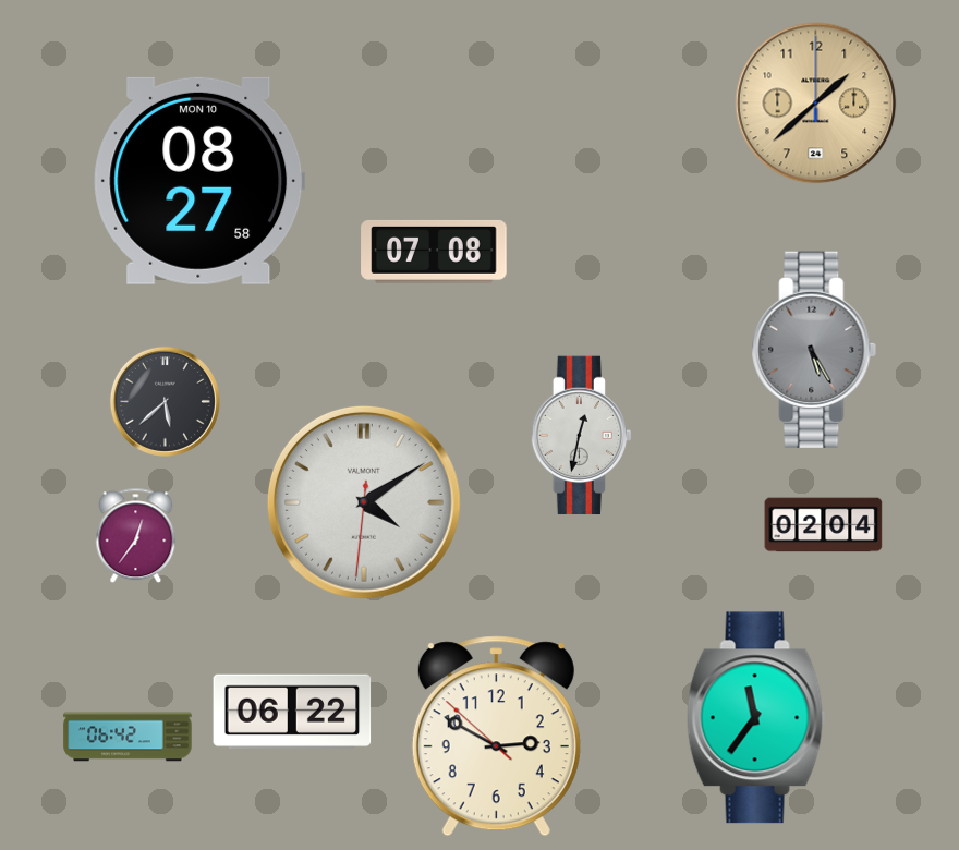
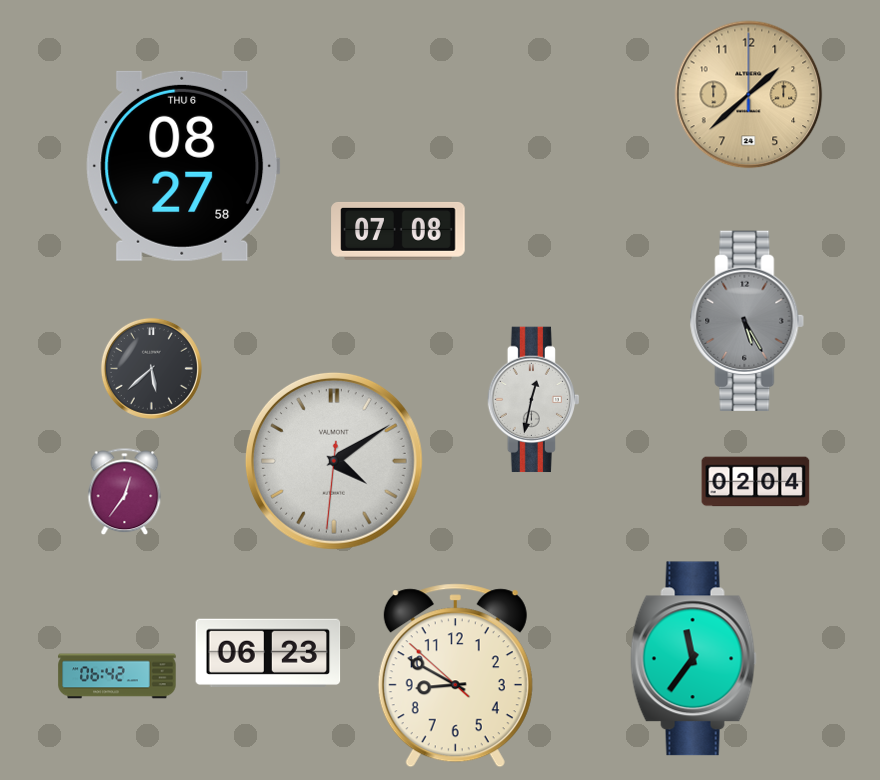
clock at (199, 181) date: MON 10 -> THU 6
clock at (292, 711): 06:22 -> 06:23
clock at (496, 737): 2:49 -> 8:49
